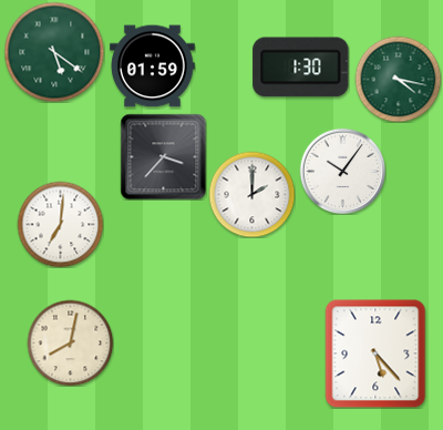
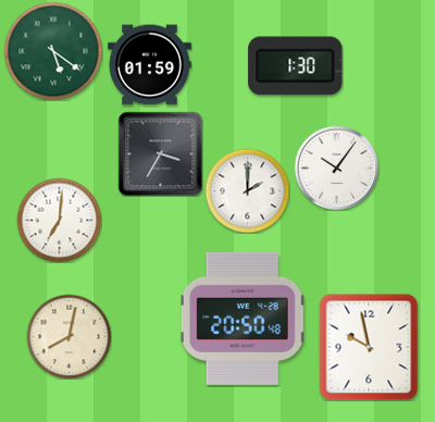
clock at (398, 79): 4:17 -> none
clock at (163, 156): 3:37 -> 3:35
clock at (243, 319): none -> 20:50
clock at (375, 354): 5:23 -> 9:58
